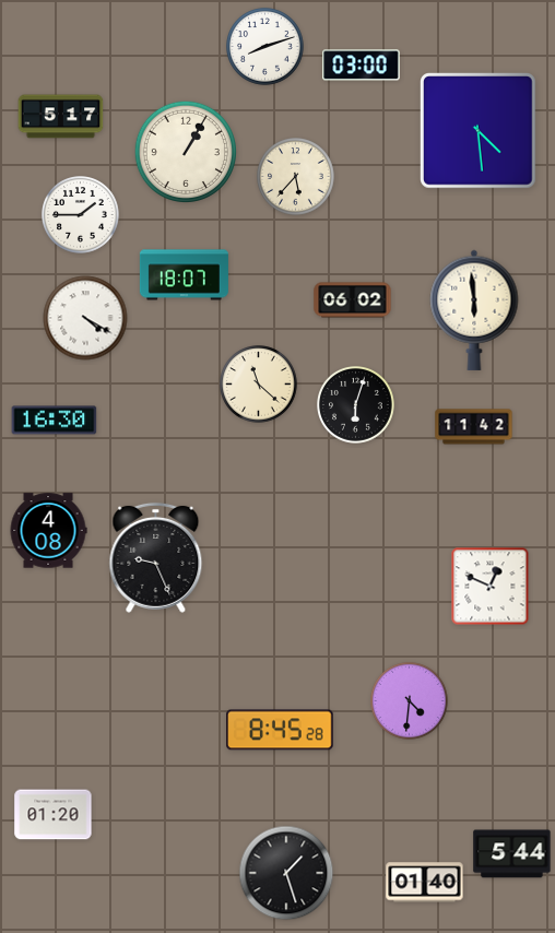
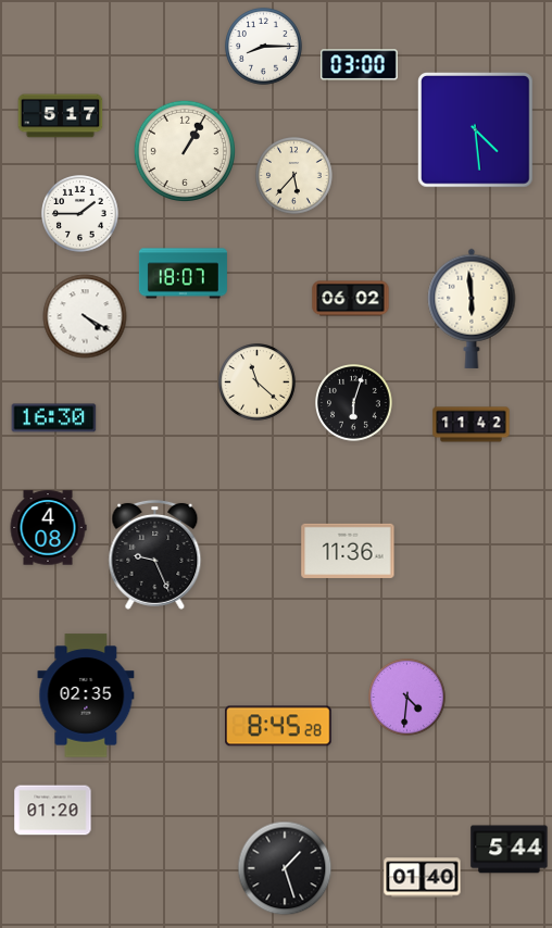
clock at (265, 47): 8:12 -> 8:15
clock at (348, 551): none -> 11:36
clock at (491, 587): 12:49 -> none
clock at (86, 695): none -> 02:35
